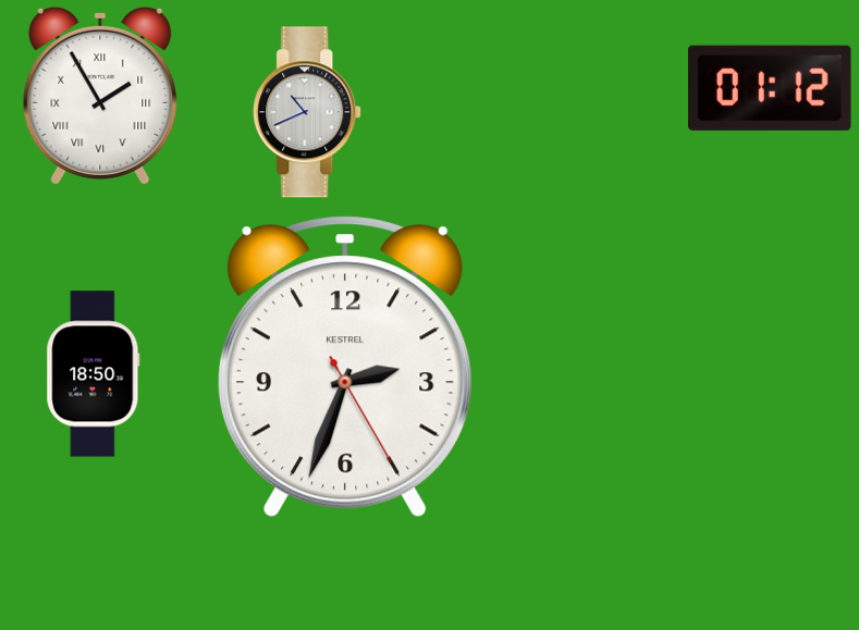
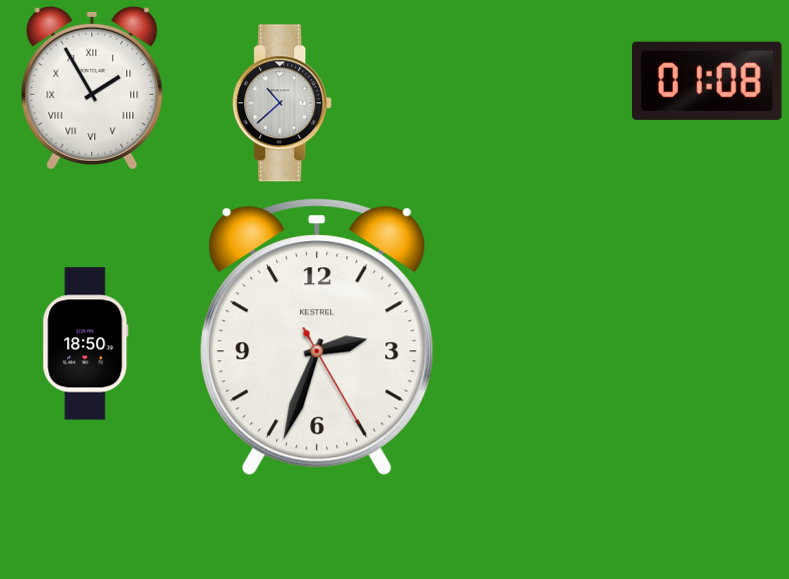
clock at (770, 88): 01:12 -> 01:08
clock at (308, 112): 10:41 -> 10:38
